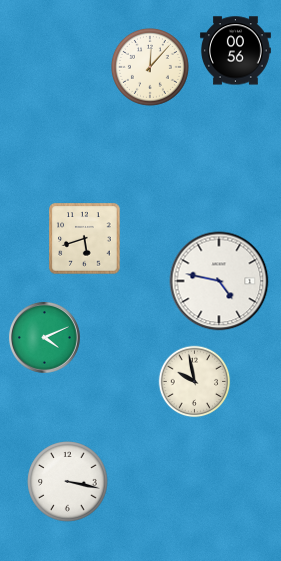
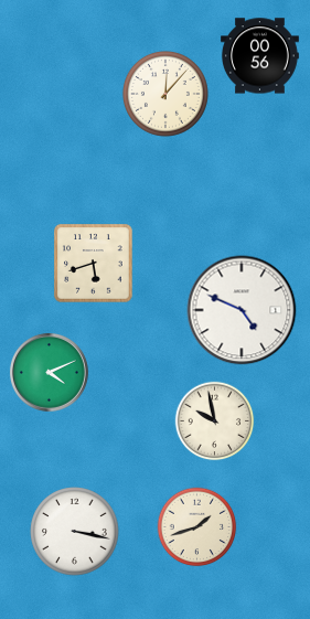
clock at (150, 67) position: (150, 67) -> (165, 94)
clock at (219, 281): 4:47 -> 4:49
clock at (197, 527): none -> 1:42
